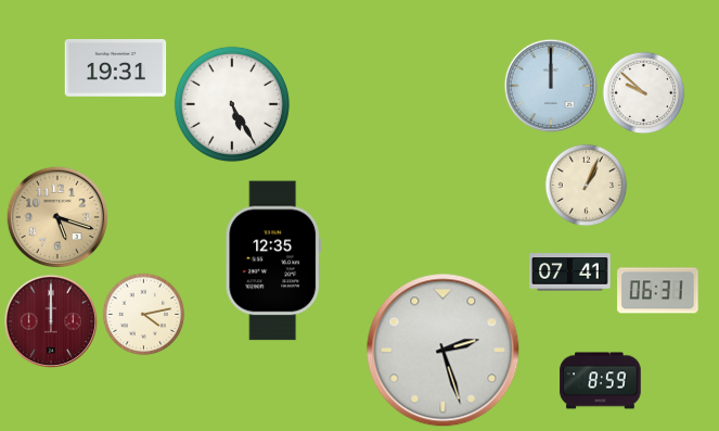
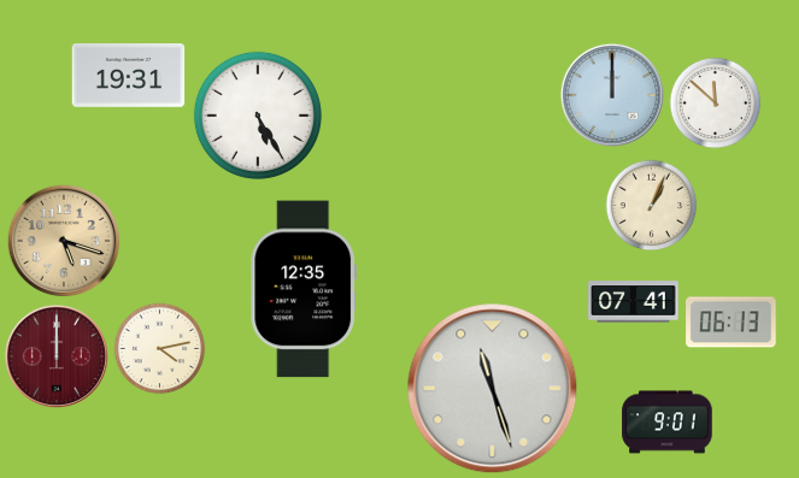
clock at (644, 93): 9:52 -> 11:52
clock at (658, 291): 06:31 -> 06:13
clock at (444, 351): 2:27 -> 11:27
clock at (601, 381): 8:59 -> 9:01
